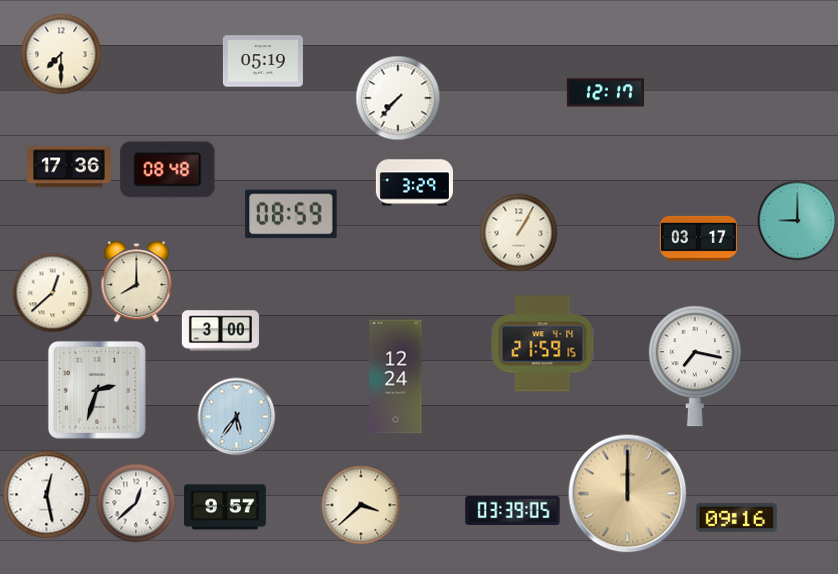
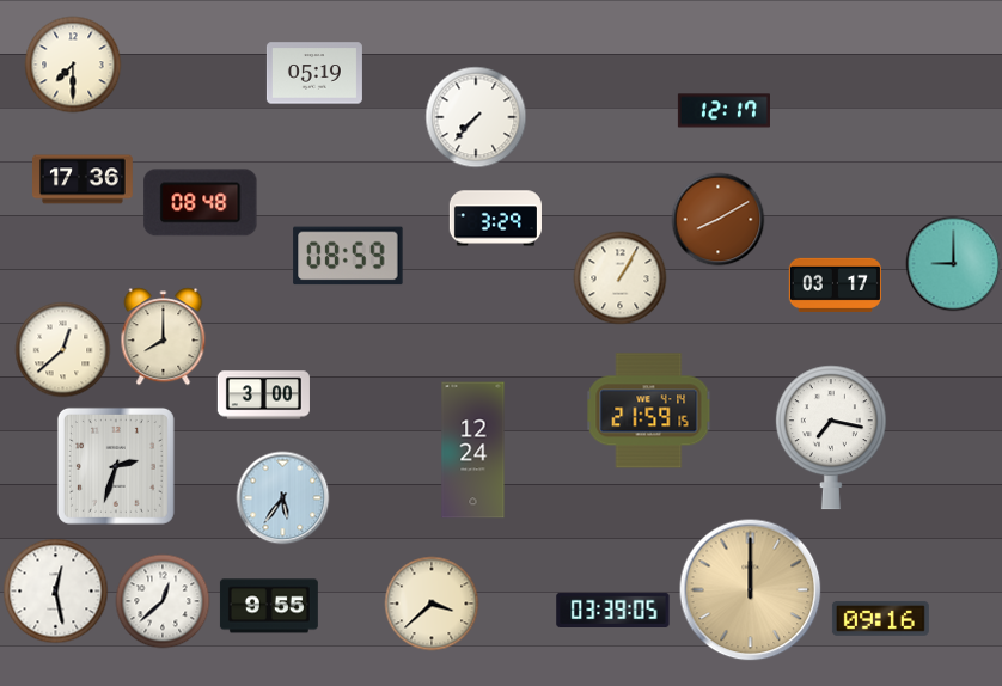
clock at (70, 167) position: (70, 167) -> (84, 179)
clock at (717, 219): none -> 8:10
clock at (225, 507): 9:57 -> 9:55
